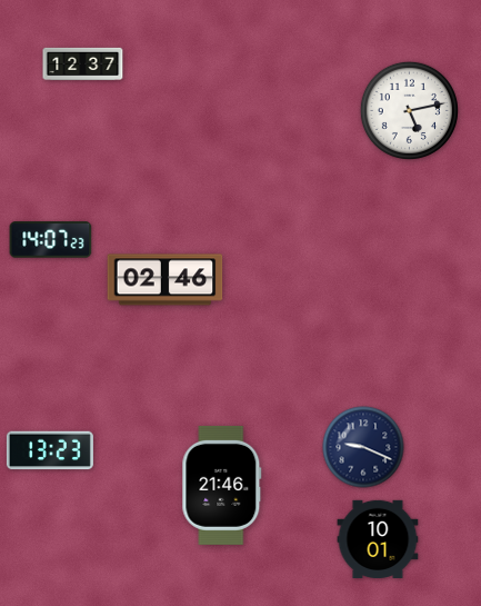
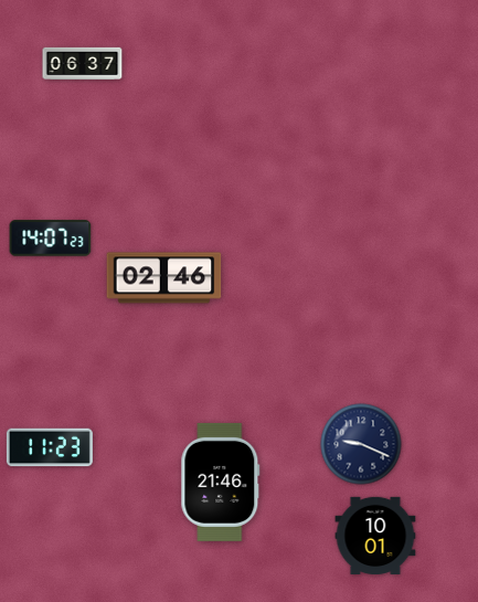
clock at (83, 63): 12:37 -> 06:37
clock at (409, 110): 5:13 -> none
clock at (50, 450): 13:23 -> 11:23
